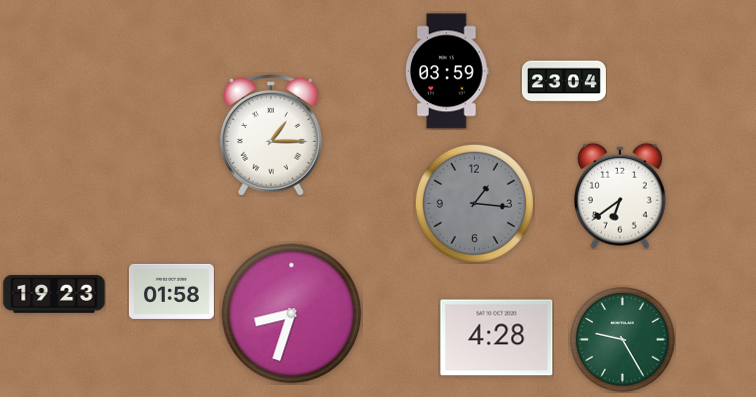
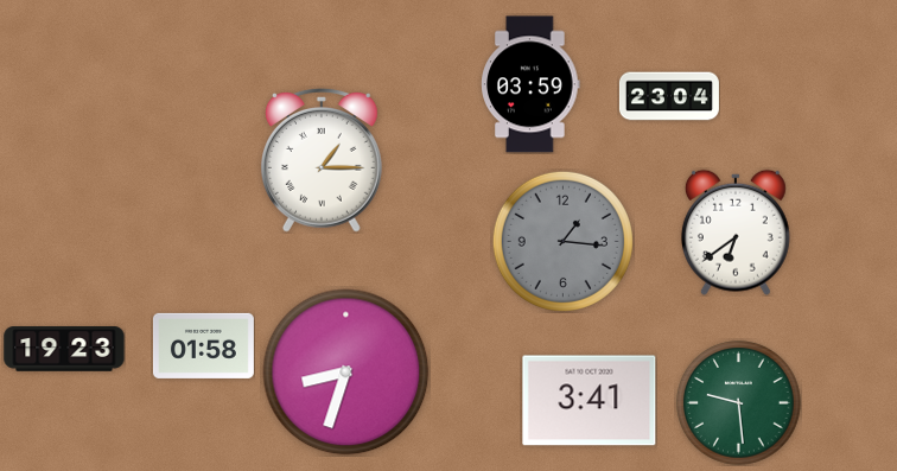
clock at (497, 338): 4:28 -> 3:41
clock at (623, 340): 9:25 -> 9:29
